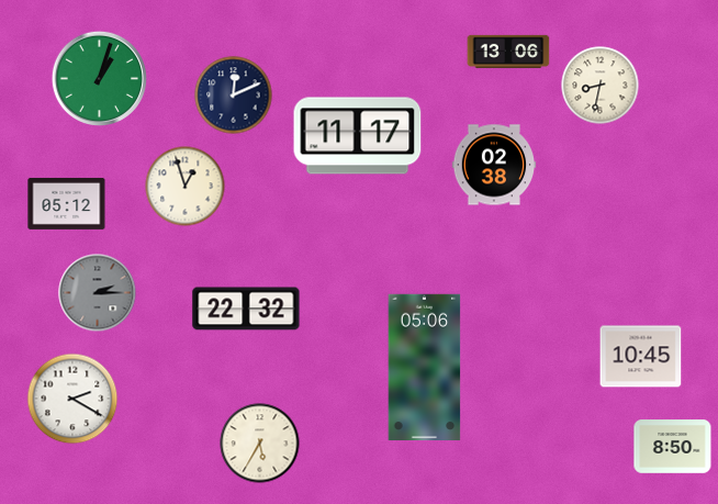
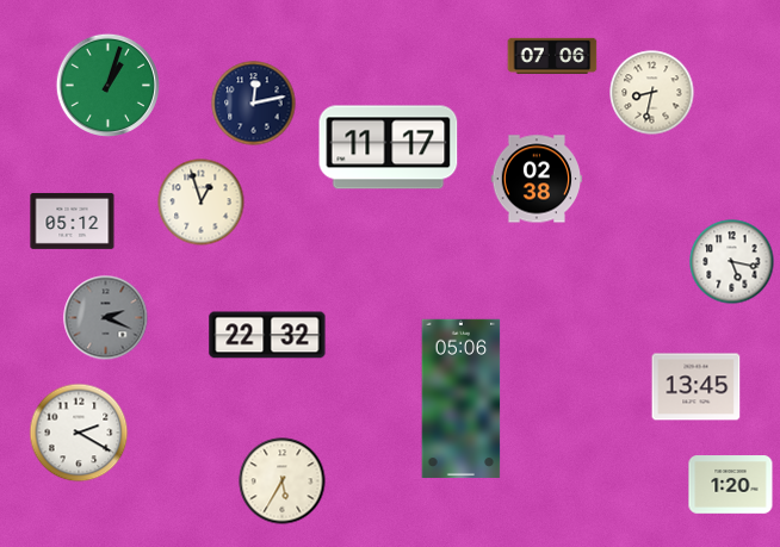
clock at (508, 52): 13:06 -> 07:06
clock at (234, 96): 12:11 -> 12:13
clock at (732, 262): none -> 5:17
clock at (98, 293): 2:15 -> 2:19
clock at (641, 357): 10:45 -> 13:45
clock at (673, 447): 8:50 -> 1:20
